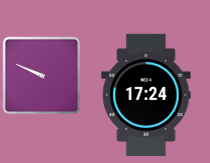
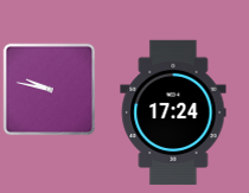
clock at (41, 75): 9:49 -> 9:47
